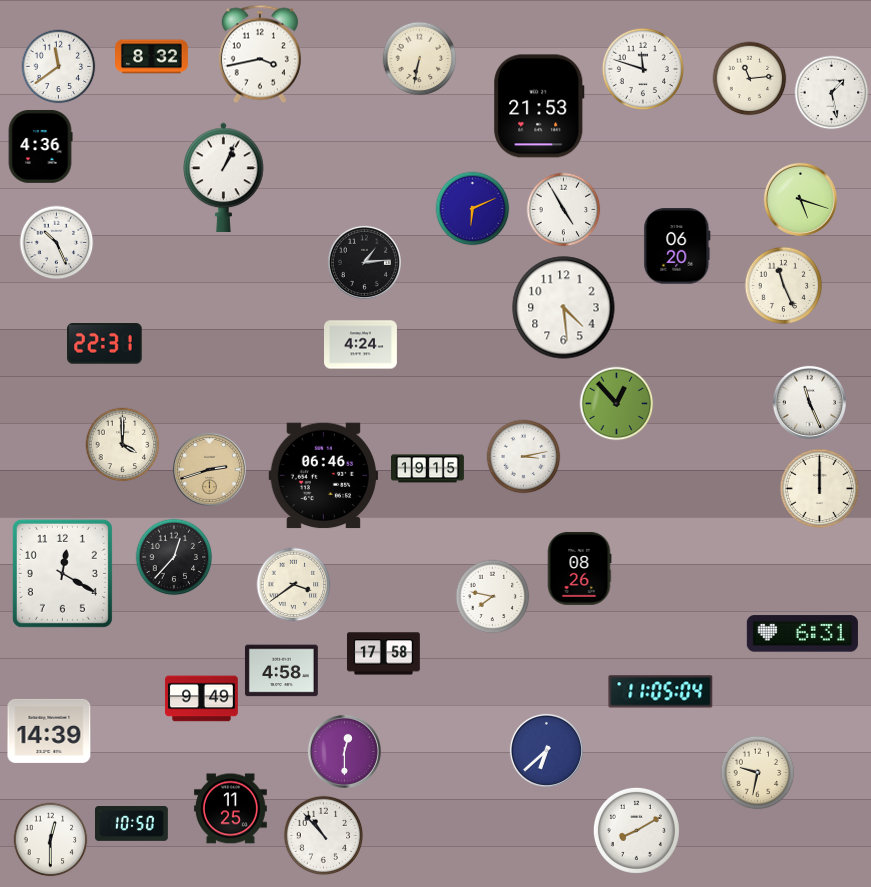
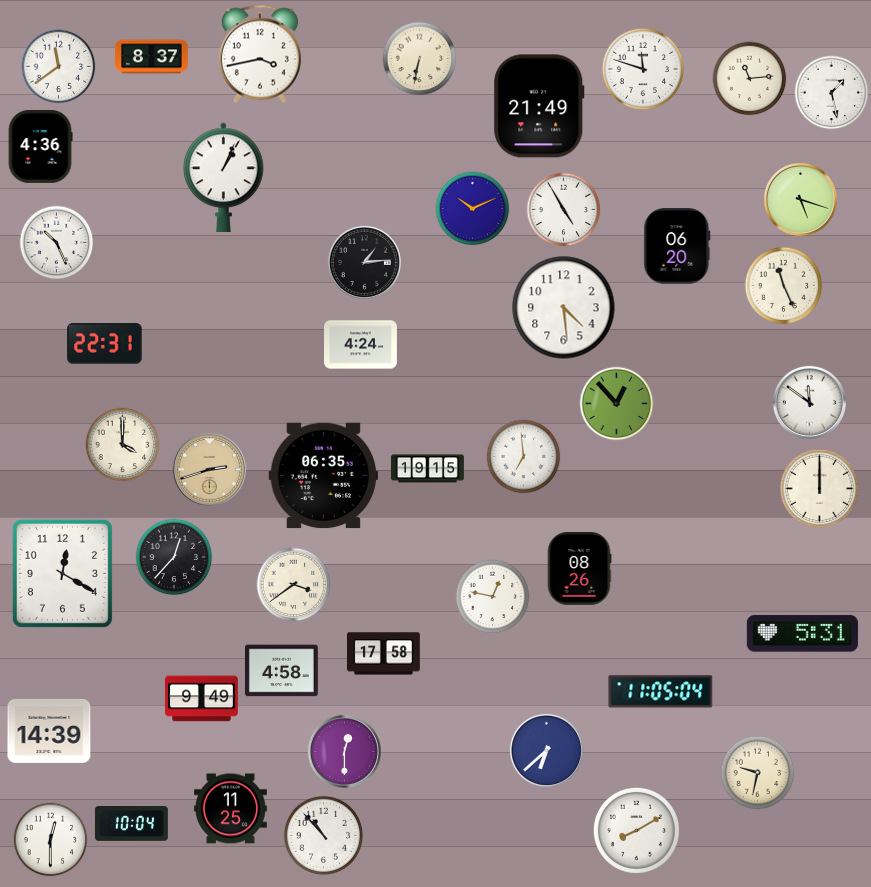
clock at (152, 57): 8:32 -> 8:37
clock at (539, 106): 21:53 -> 21:49
clock at (473, 209): 6:11 -> 10:11
clock at (809, 402): 11:26 -> 11:51
clock at (524, 457): 3:13 -> 6:59
clock at (324, 476): 06:46 -> 06:35
clock at (493, 597): 7:47 -> 12:47
clock at (802, 634): 6:31 -> 5:31
clock at (131, 824): 10:50 -> 10:04
